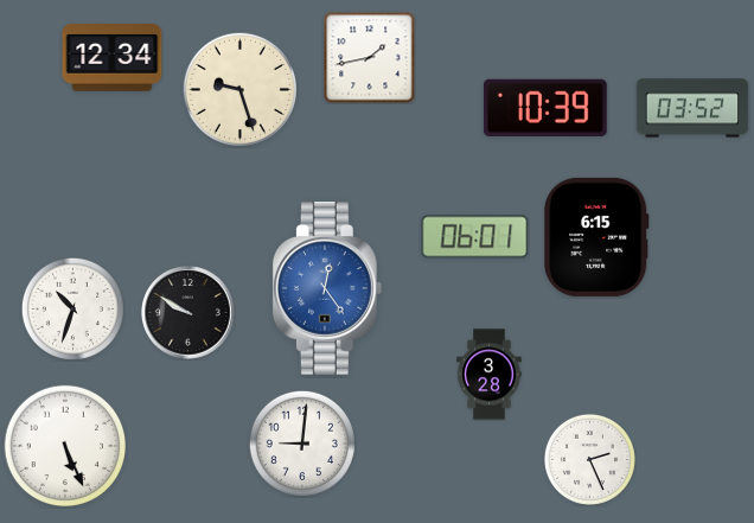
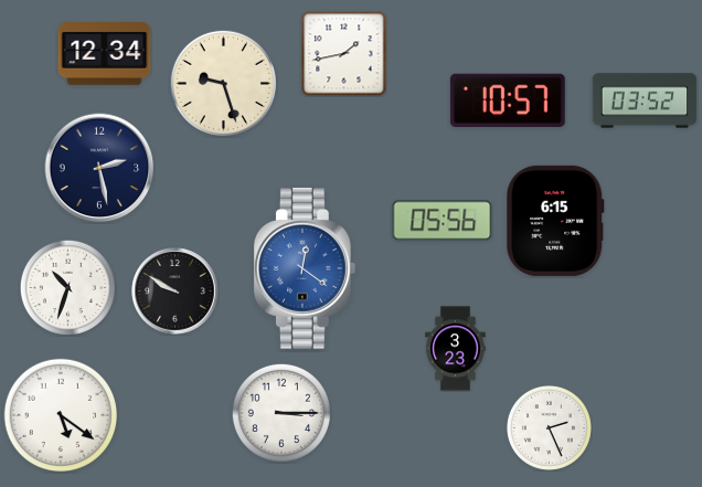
clock at (545, 108): 10:39 -> 10:57
clock at (99, 168): none -> 2:28
clock at (475, 237): 06:01 -> 05:56
clock at (327, 289): 12:24 -> 12:21
clock at (490, 375): 3:28 -> 3:23
clock at (302, 444): 9:01 -> 3:15
clock at (65, 446): 5:26 -> 5:21
